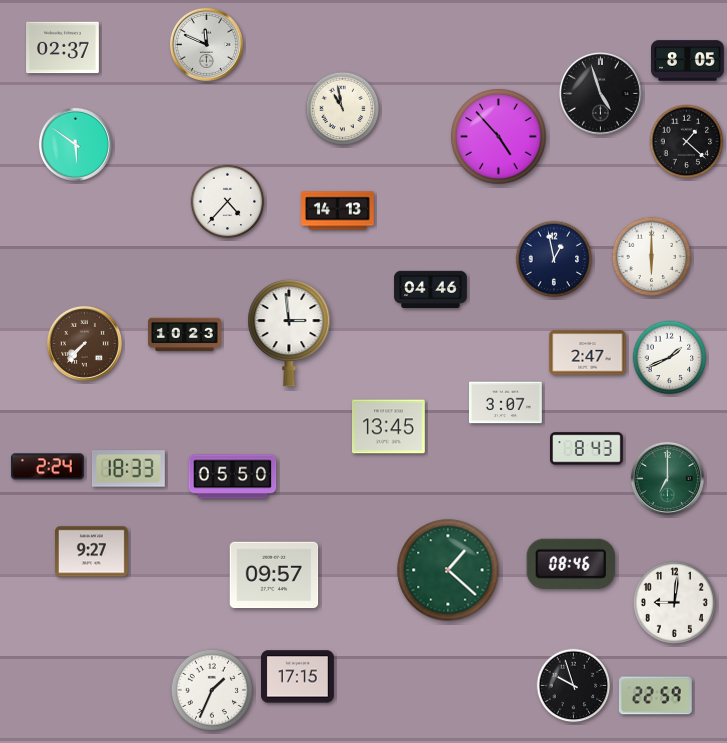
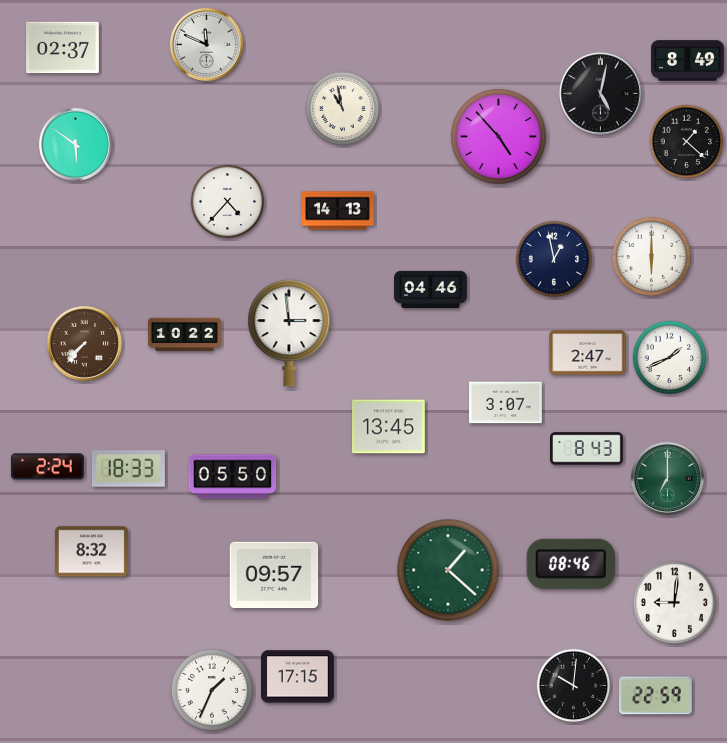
clock at (688, 61): 8:05 -> 8:49
clock at (600, 93): 4:57 -> 5:02
clock at (185, 335): 10:23 -> 10:22
clock at (92, 552): 9:27 -> 8:32
clock at (574, 686): 9:57 -> 10:01
